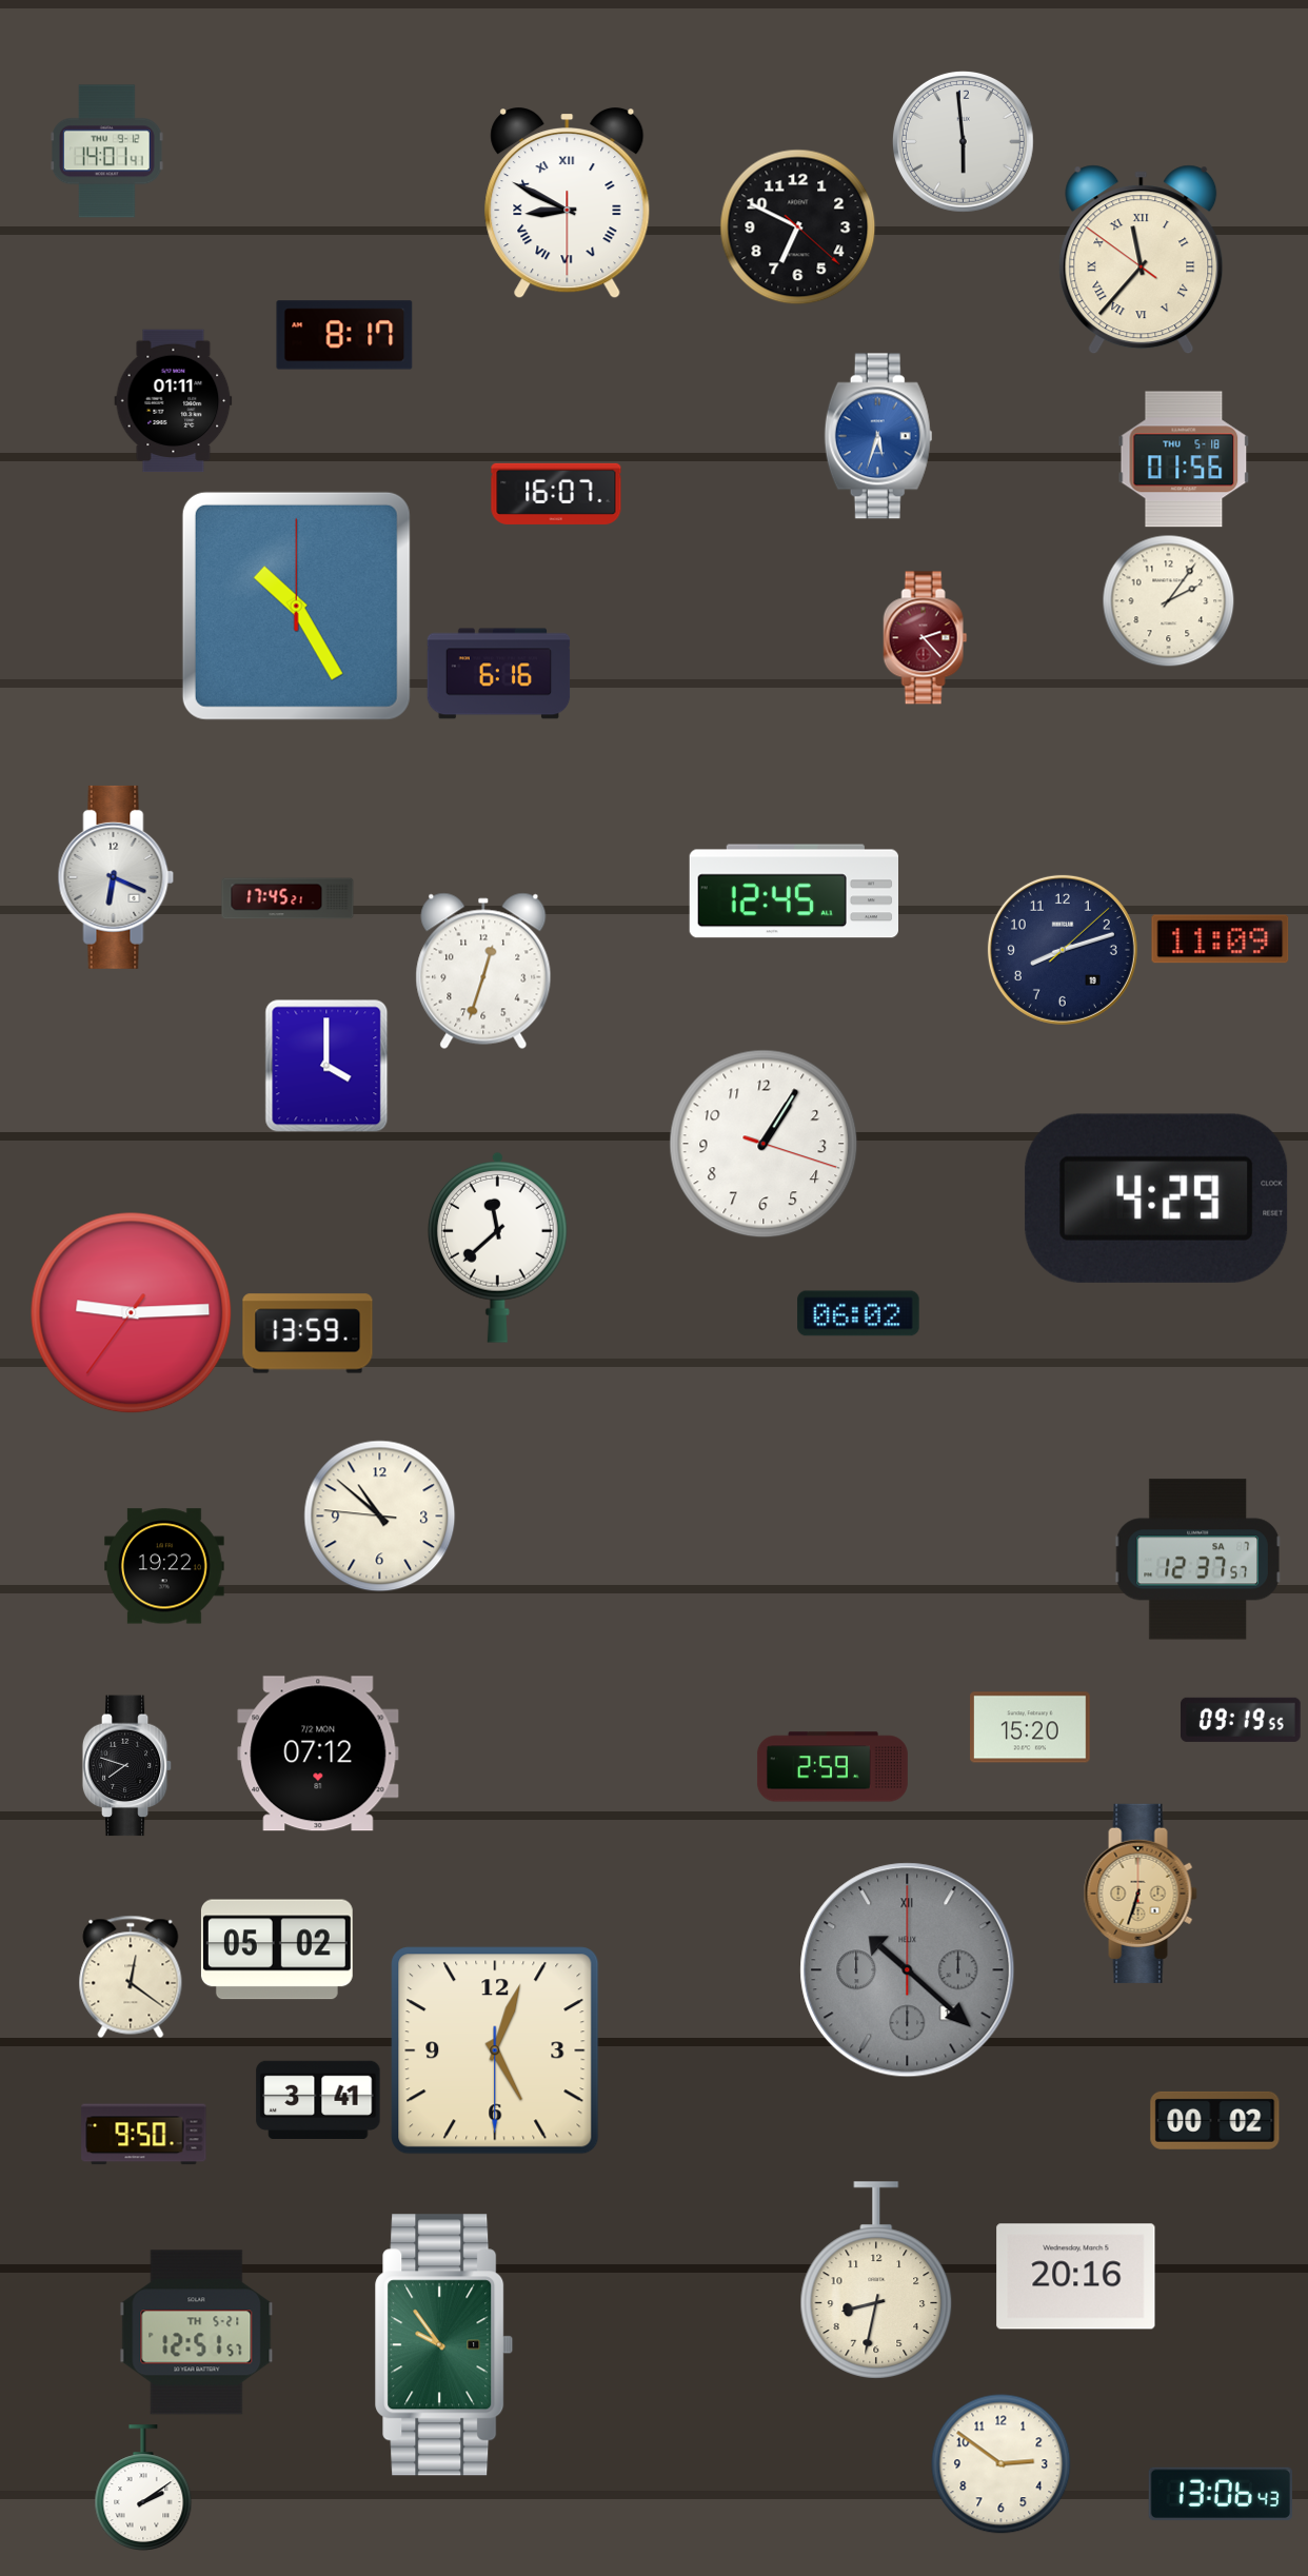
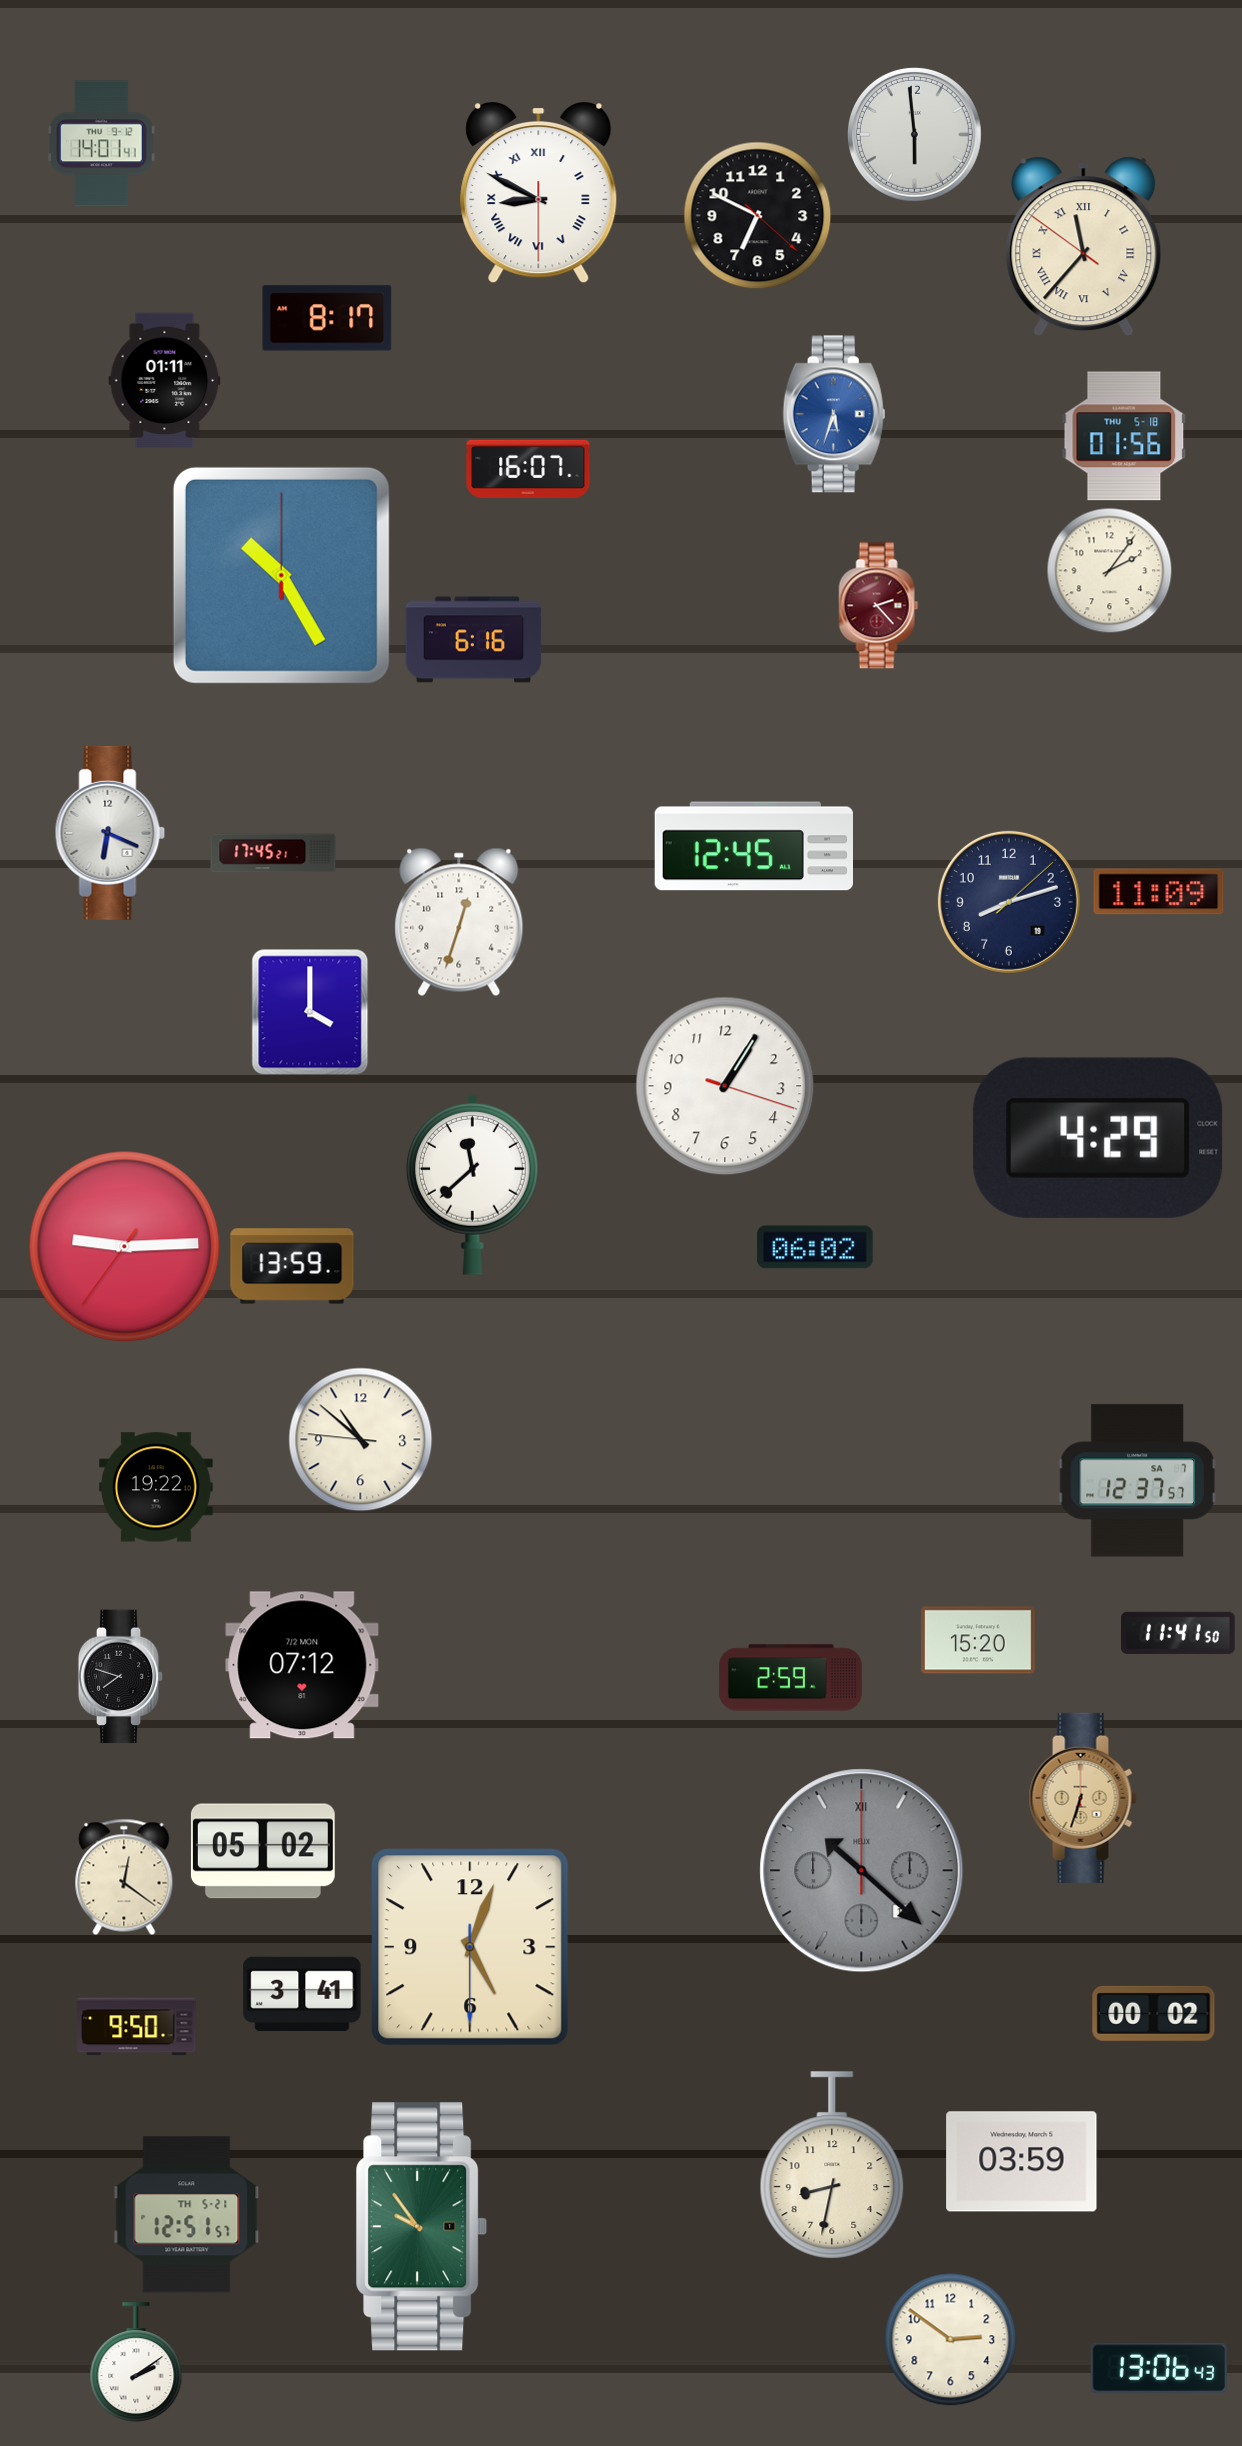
clock at (1242, 1720): 09:19 -> 11:41
clock at (1076, 2277): 20:16 -> 03:59
